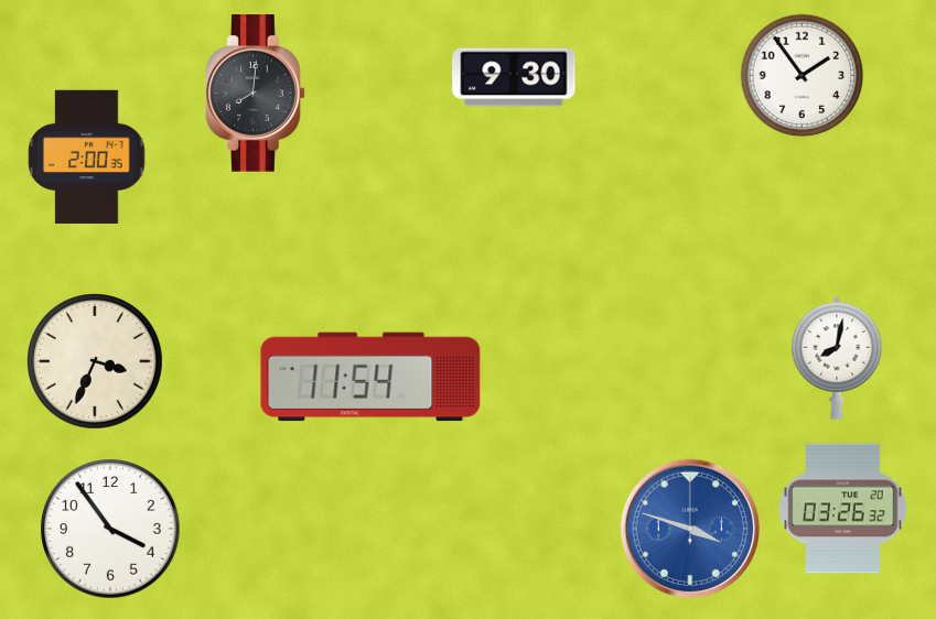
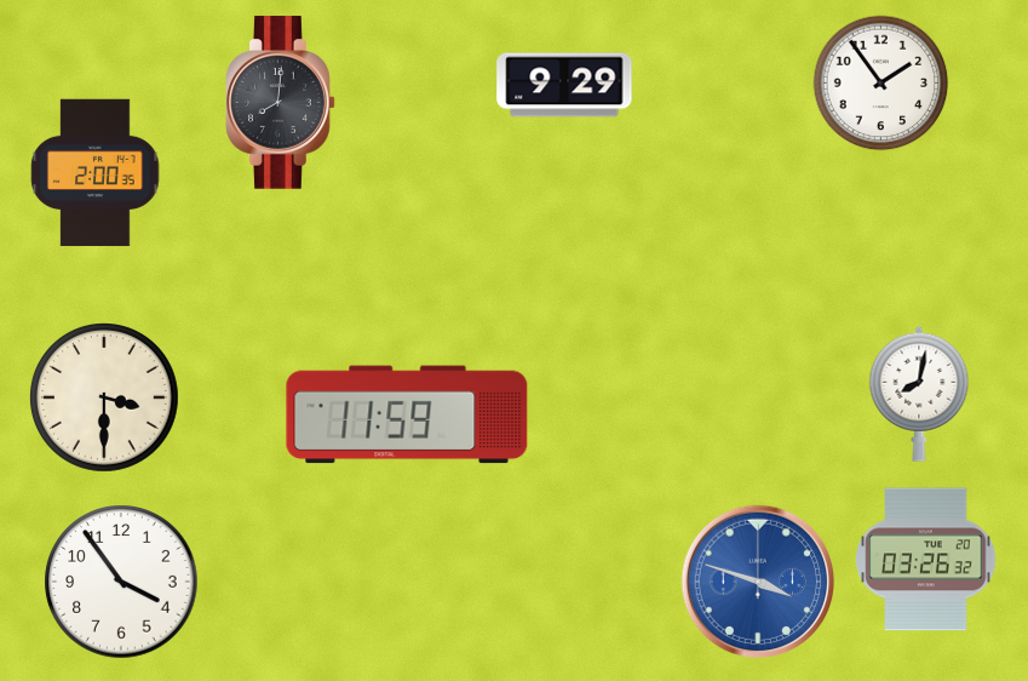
clock at (514, 77): 9:30 -> 9:29
clock at (96, 362): 3:34 -> 3:30
clock at (370, 377): 11:54 -> 11:59
